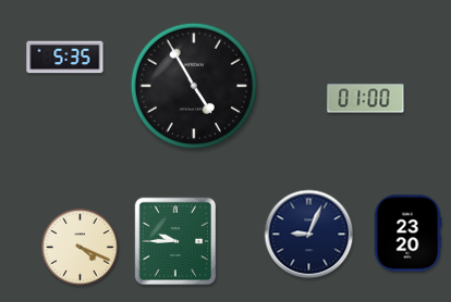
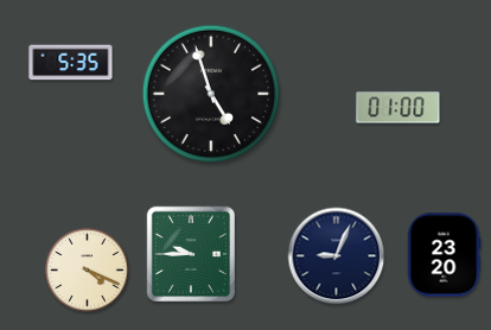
clock at (193, 85): 4:55 -> 4:57
clock at (175, 241) position: (175, 241) -> (191, 254)
